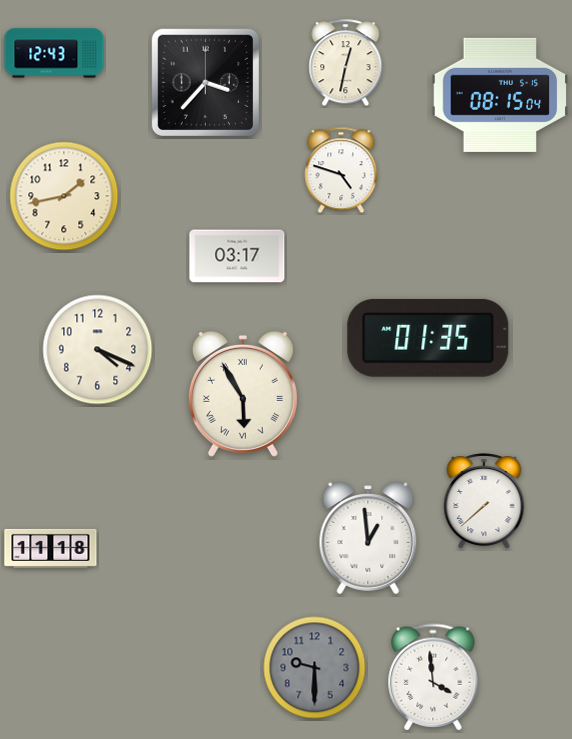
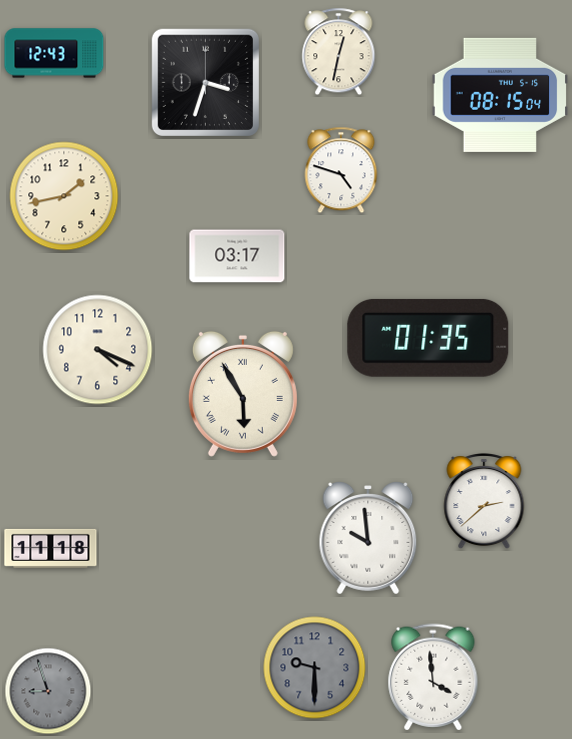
clock at (346, 63) position: (346, 63) -> (339, 52)
clock at (205, 82): 3:37 -> 3:33
clock at (484, 502): 7:38 -> 2:38
clock at (368, 538): 12:59 -> 9:59
clock at (48, 691): none -> 8:57
